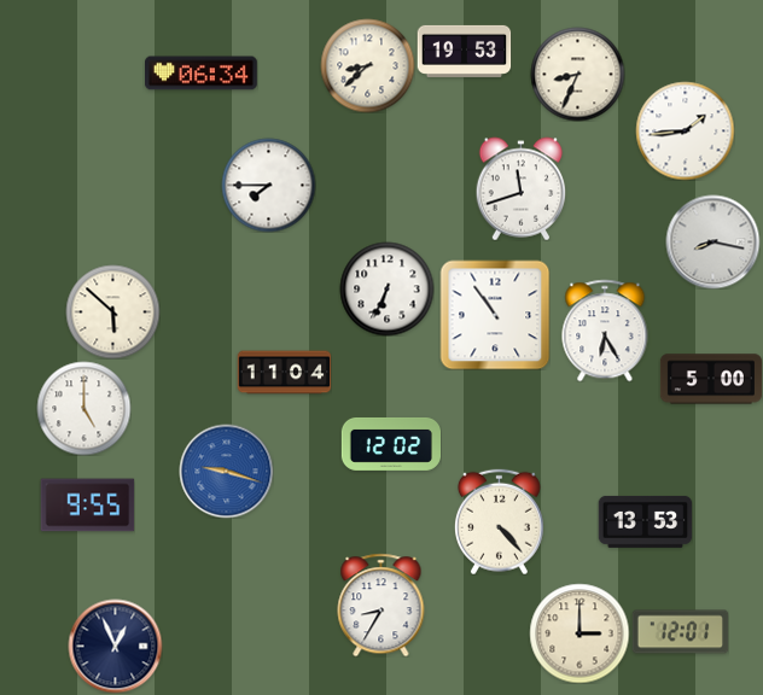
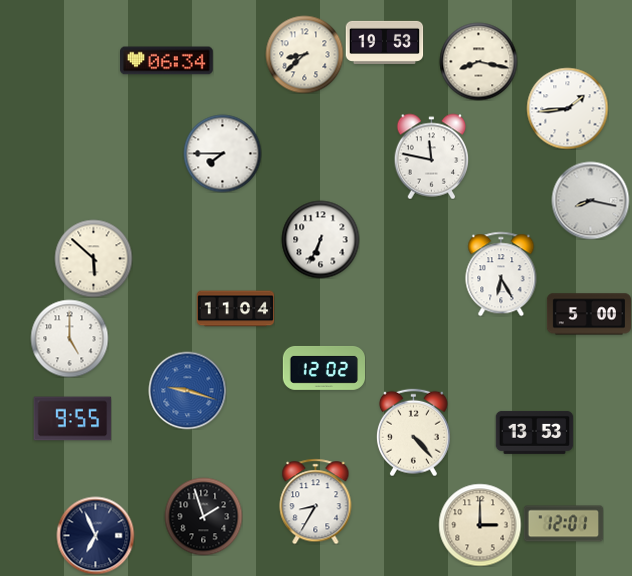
clock at (577, 74): 8:34 -> 8:17
clock at (522, 188): 11:42 -> 11:47
clock at (495, 315): 10:54 -> none
clock at (203, 516): none -> 1:57
clock at (115, 646): 12:56 -> 6:56
